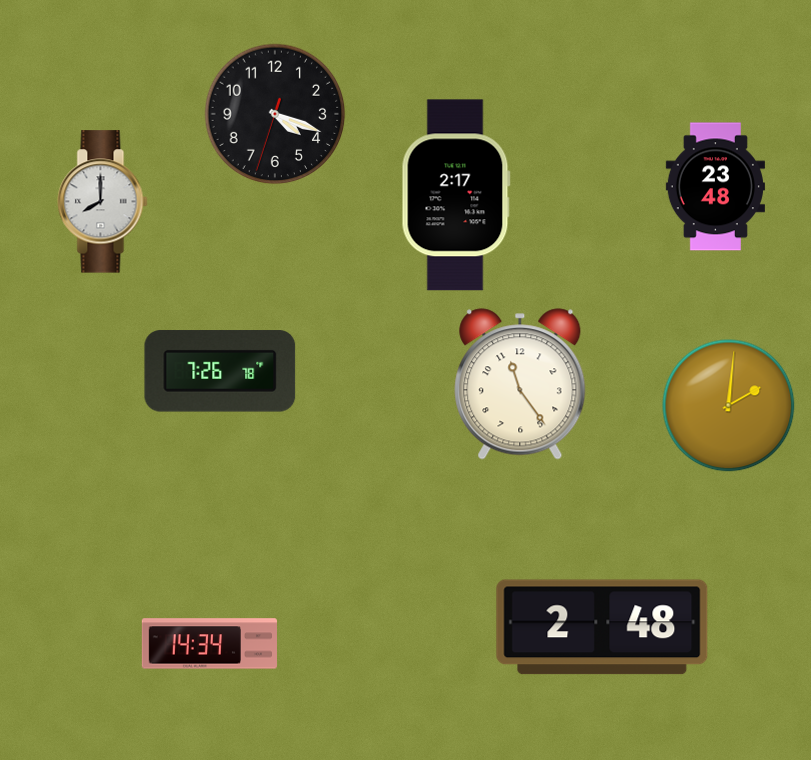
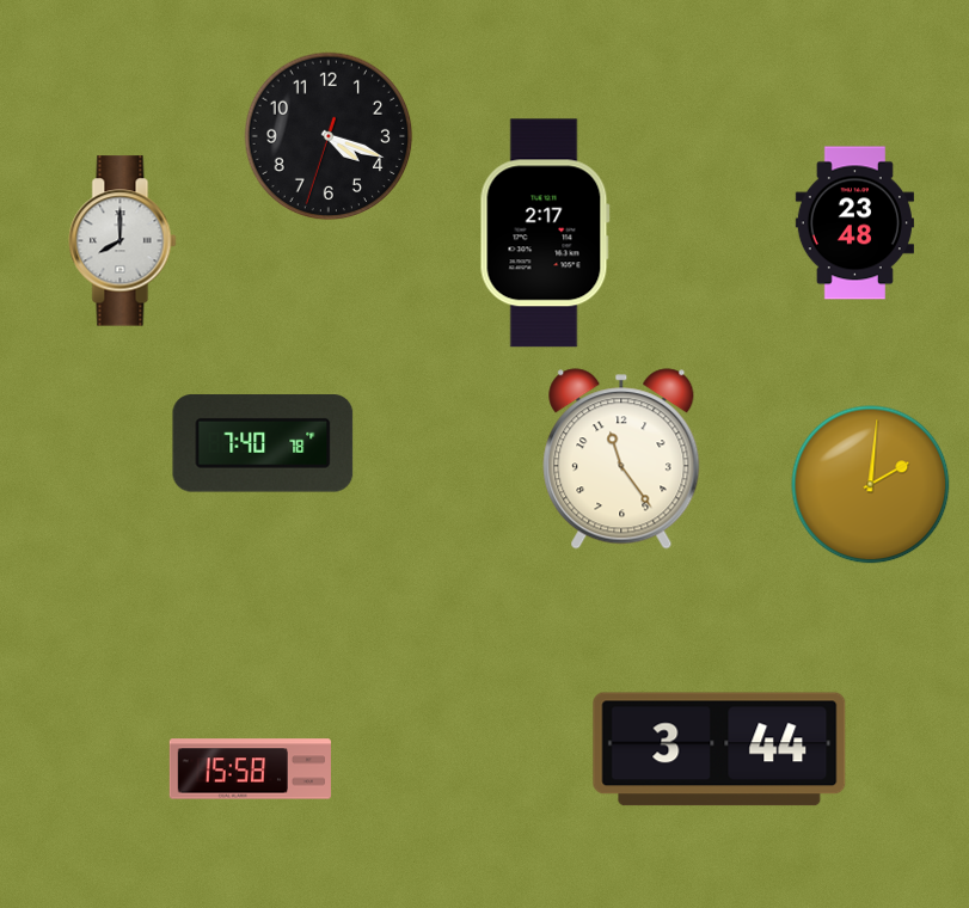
clock at (220, 371): 7:26 -> 7:40
clock at (602, 627): 2:48 -> 3:44
clock at (209, 644): 14:34 -> 15:58
